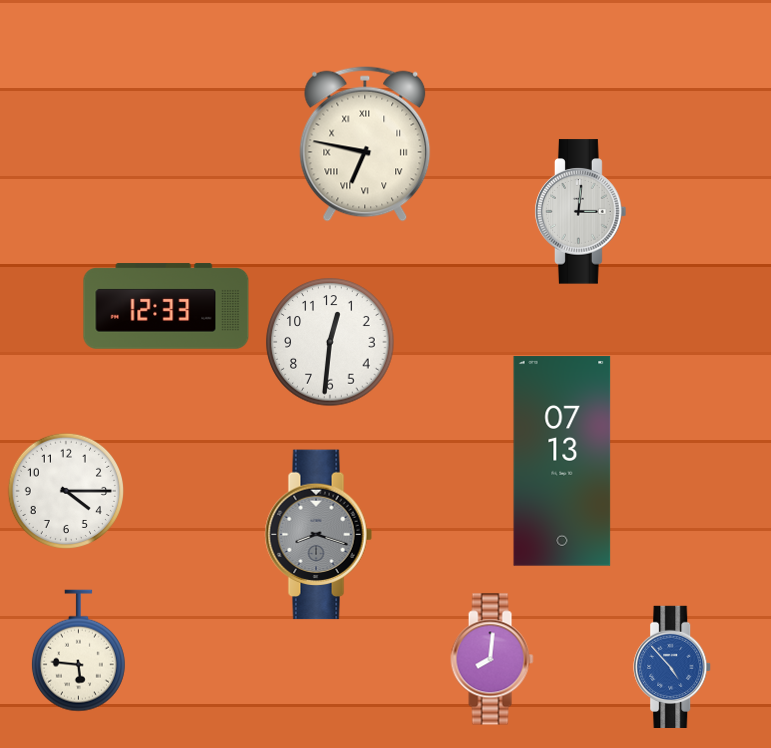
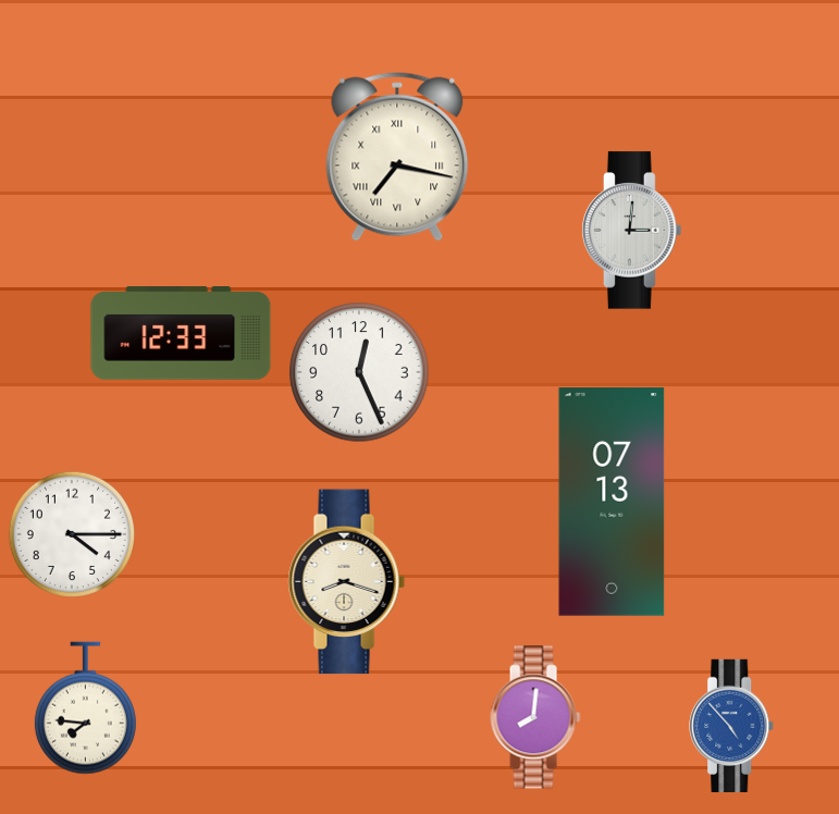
clock at (365, 144): 6:47 -> 7:17
clock at (330, 342): 12:31 -> 12:26
clock at (318, 535) dial: grey -> cream
clock at (78, 651): 5:46 -> 7:46
